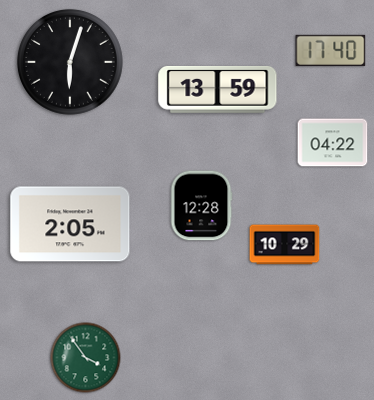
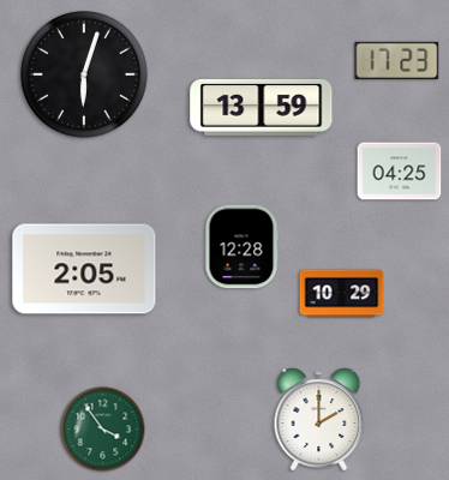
clock at (331, 50): 17:40 -> 17:23
clock at (333, 143): 04:22 -> 04:25
clock at (319, 420): none -> 2:00
